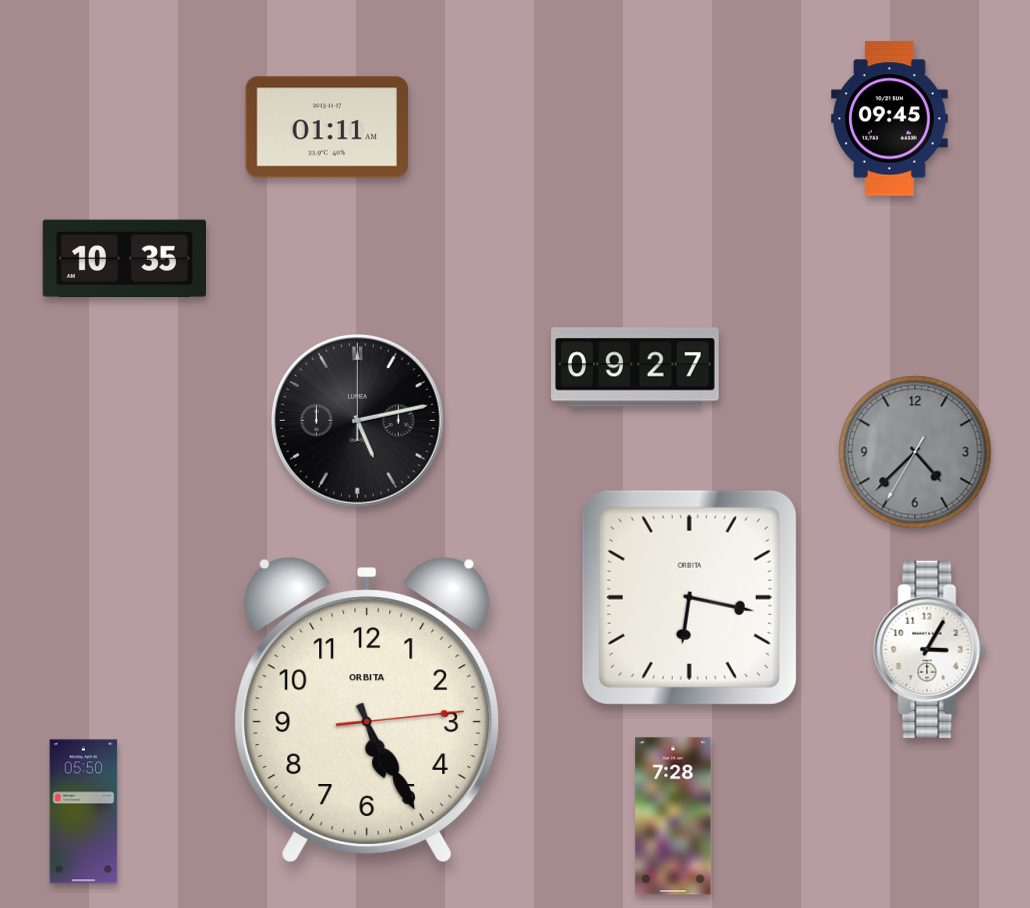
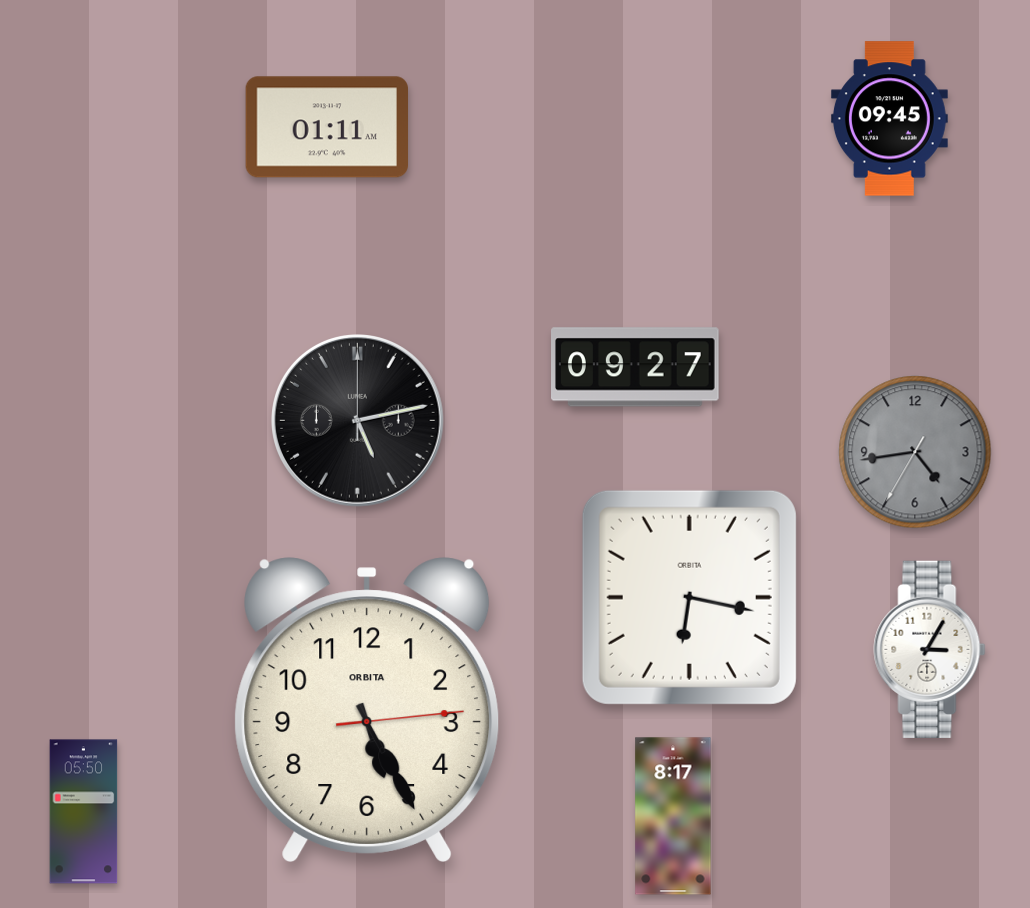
clock at (124, 259): 10:35 -> none
clock at (915, 452): 4:37 -> 4:43
clock at (673, 816): 7:28 -> 8:17
